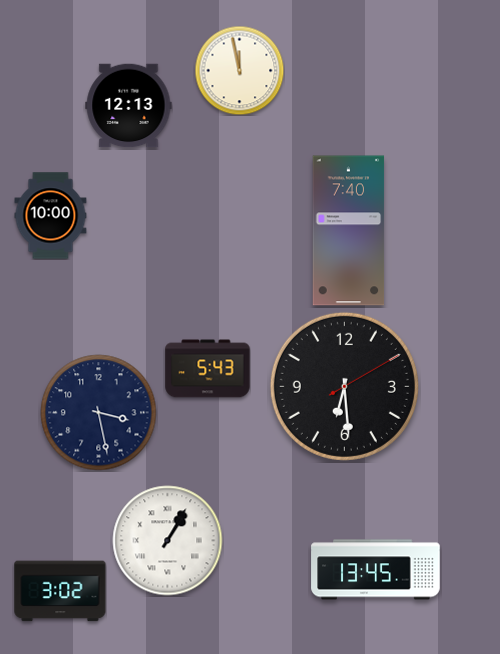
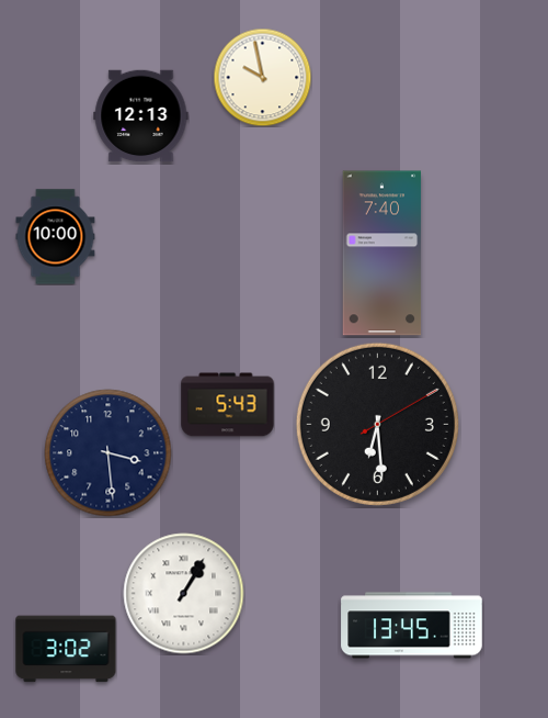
clock at (239, 70): 11:58 -> 9:58
clock at (99, 413): 3:28 -> 3:29
